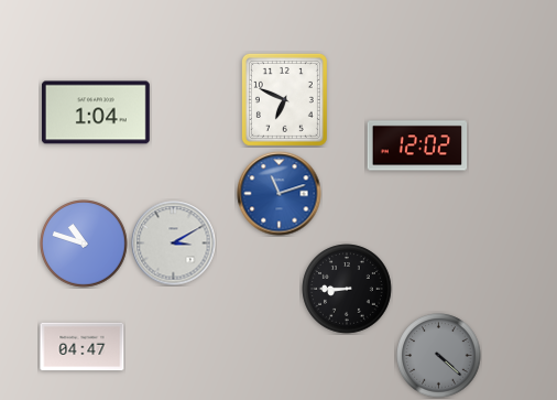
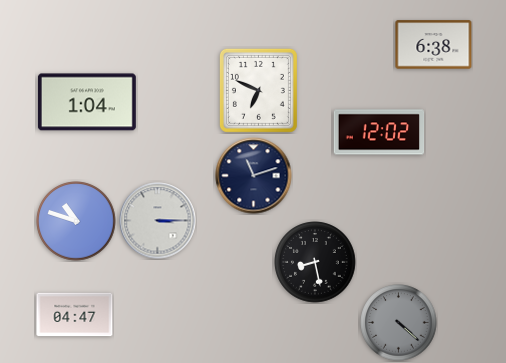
clock at (434, 45): none -> 6:38
clock at (280, 194) dial: blue -> navy
clock at (174, 244): 3:10 -> 3:15
clock at (347, 289): 8:45 -> 8:28
